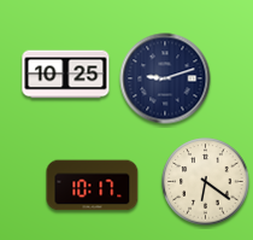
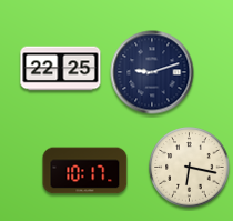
clock at (66, 75): 10:25 -> 22:25
clock at (206, 182): 6:21 -> 6:17
